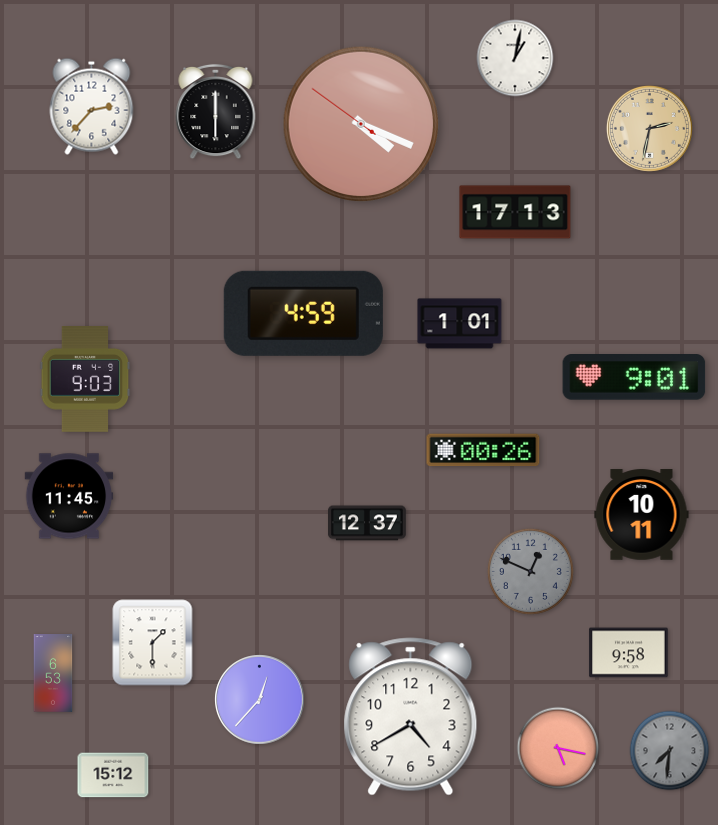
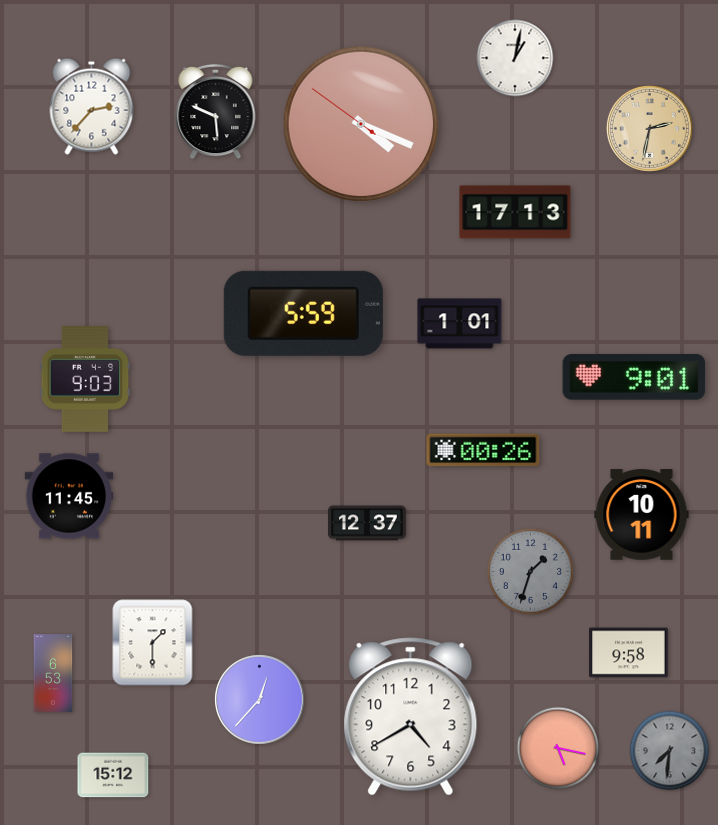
clock at (216, 112): 6:00 -> 5:49
clock at (303, 313): 4:59 -> 5:59
clock at (530, 571): 12:49 -> 1:33
